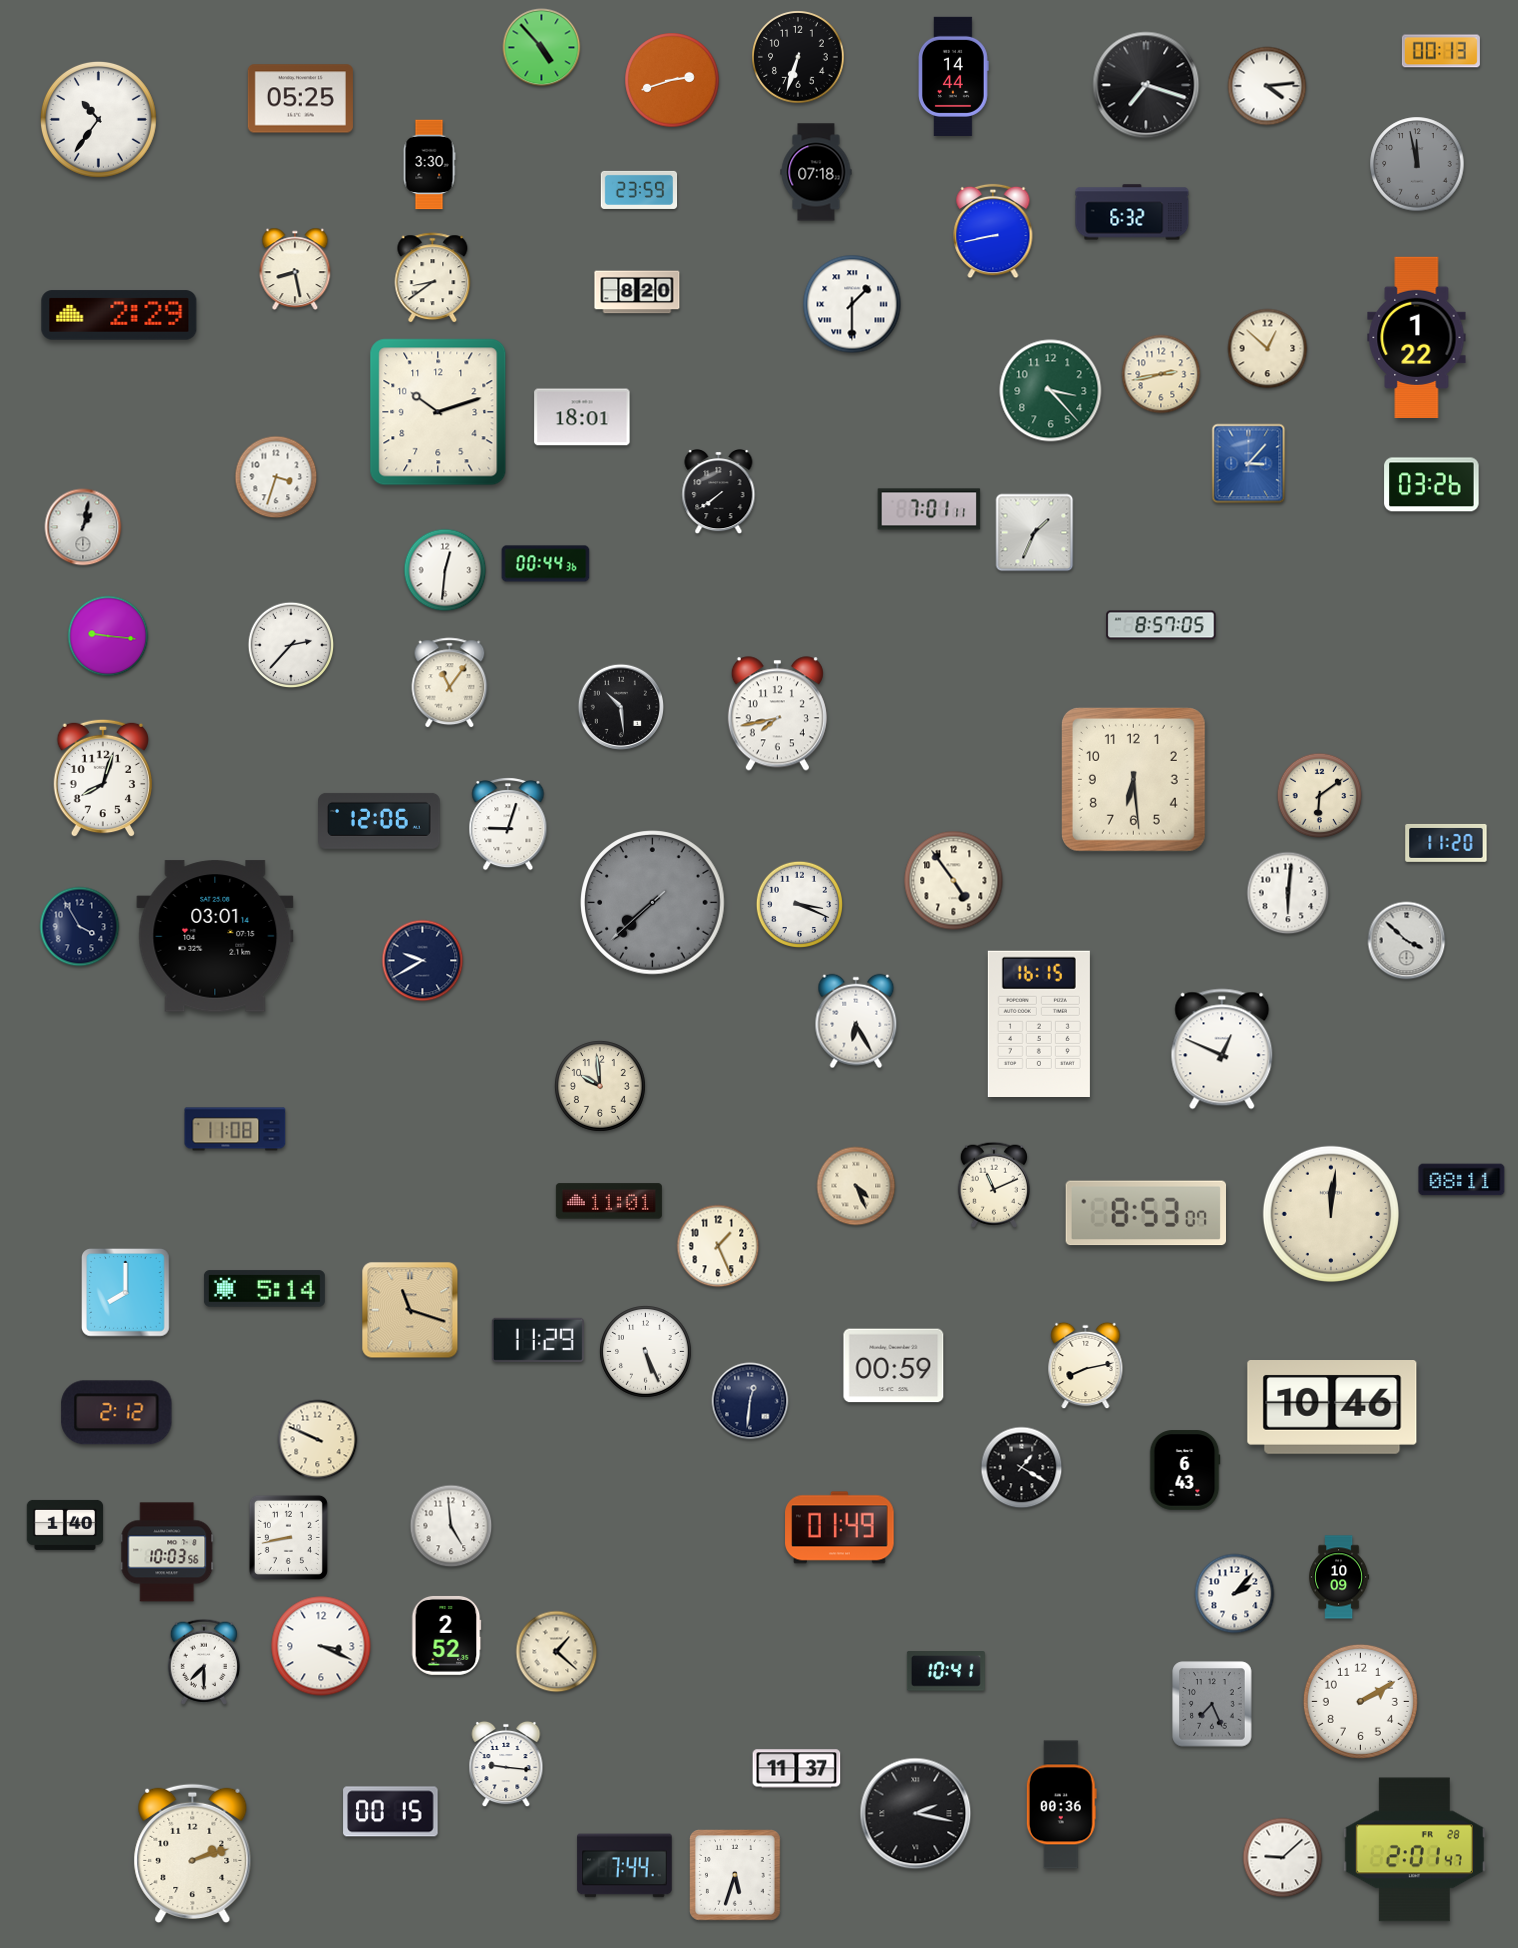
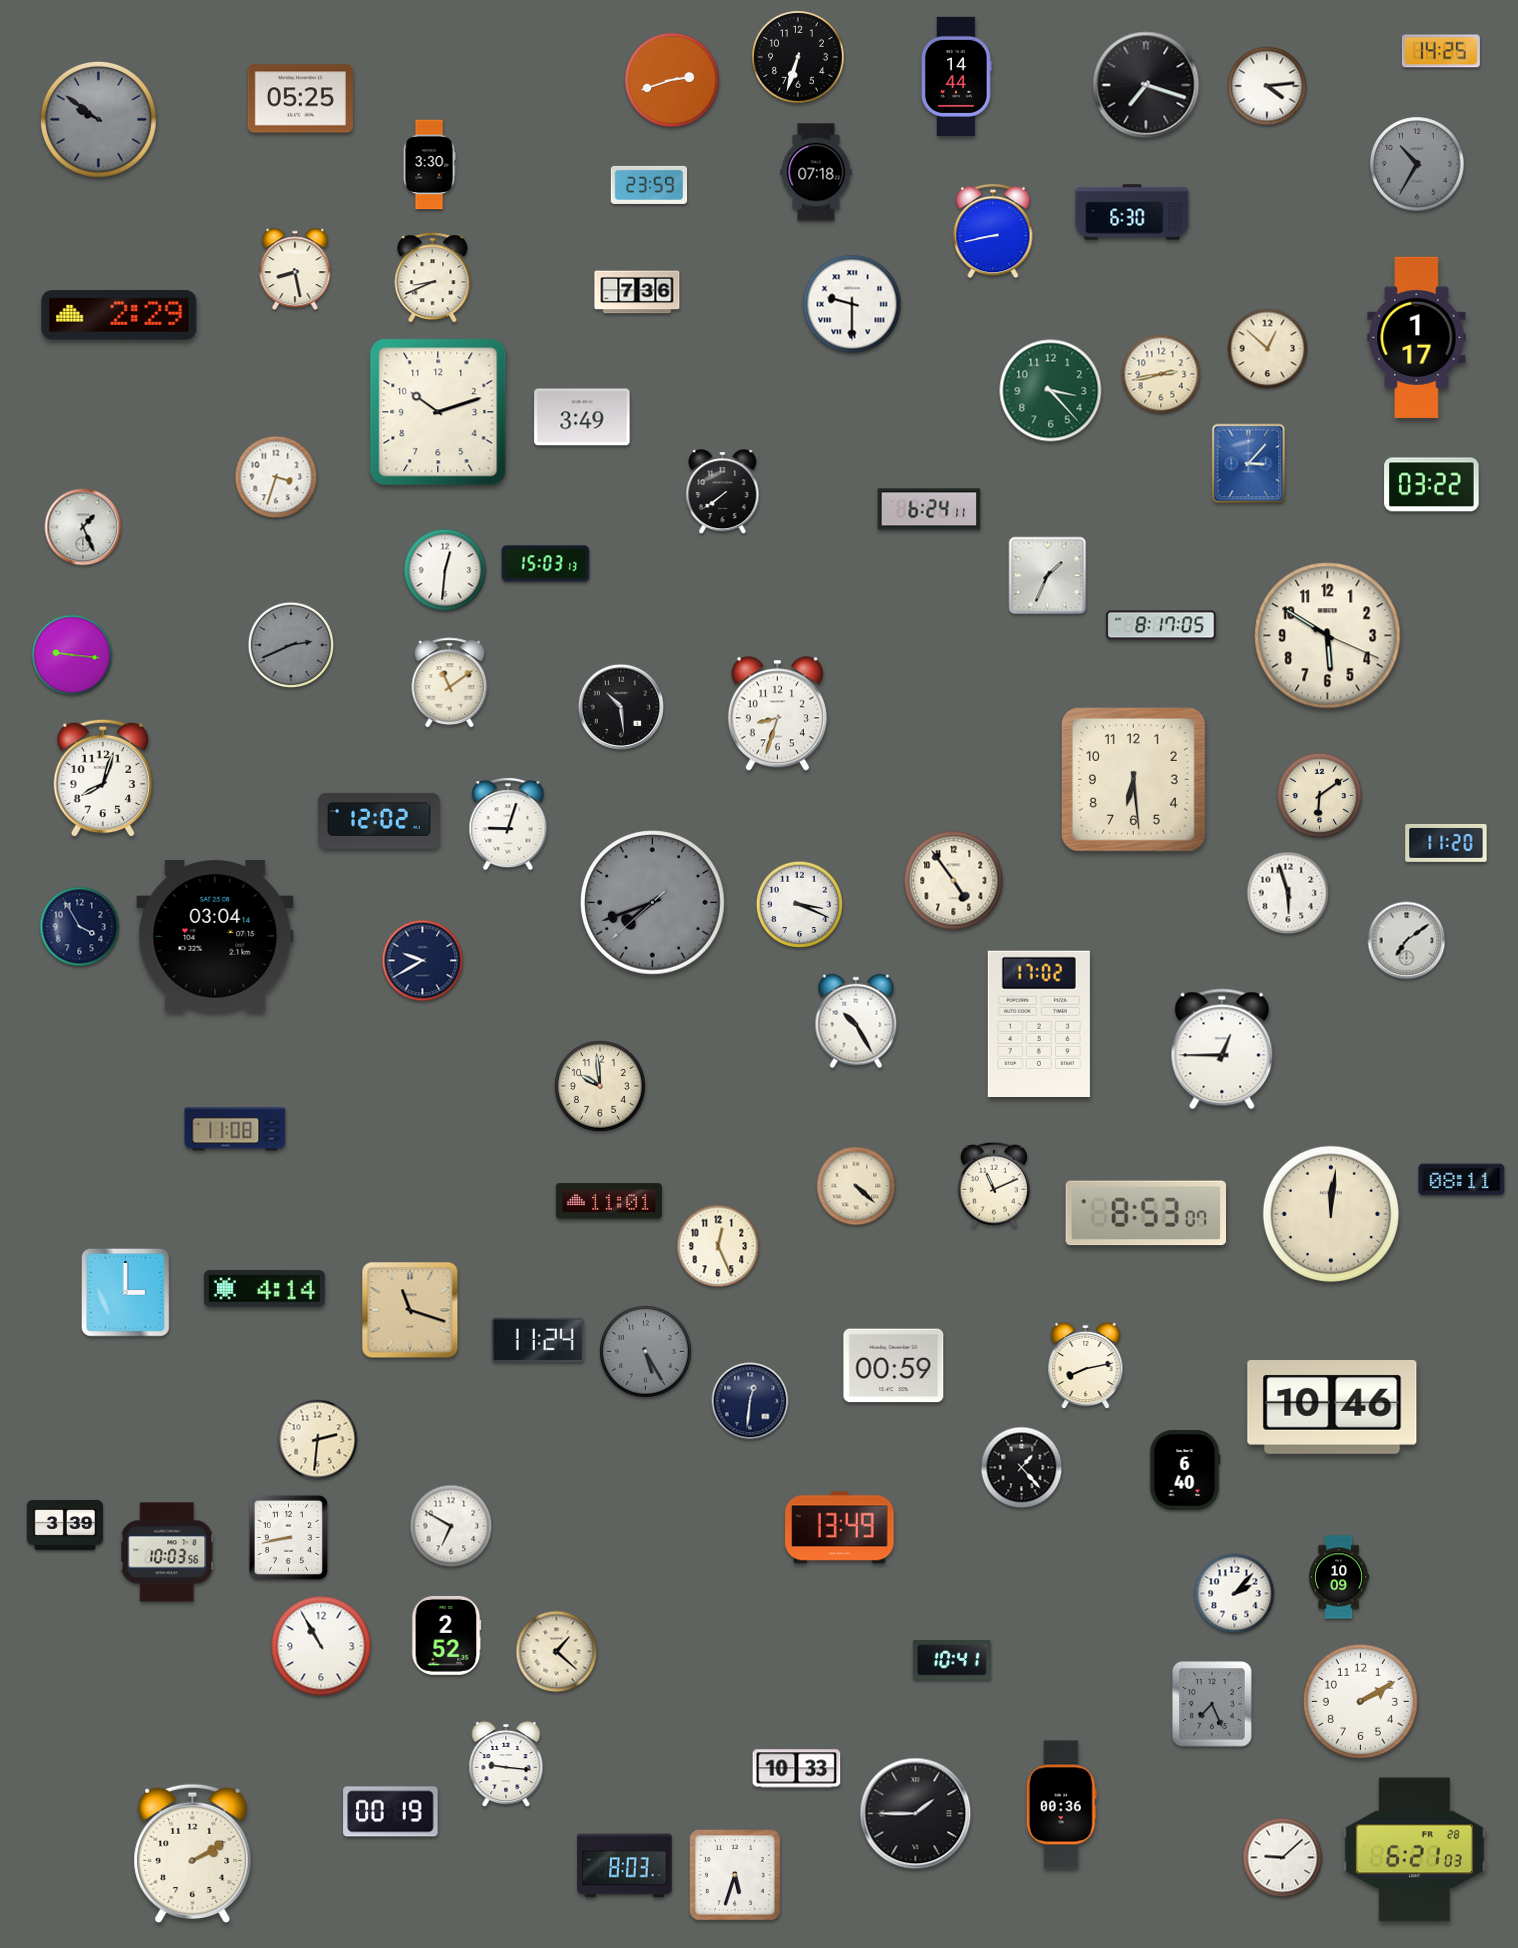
clock at (542, 48): 4:53 -> none
clock at (1441, 51): 00:13 -> 14:25
clock at (954, 76) position: (954, 76) -> (957, 76)
clock at (98, 119): 10:36 -> 9:51
clock at (98, 119) dial: white -> grey
clock at (1417, 164): 11:58 -> 10:35
clock at (639, 190) position: (639, 190) -> (649, 185)
clock at (1132, 212): 6:32 -> 6:30
clock at (433, 278): 8:39 -> 8:41
clock at (637, 292): 8:20 -> 7:36
clock at (852, 304): 1:30 -> 9:30
clock at (1417, 337): 1:22 -> 1:17
clock at (582, 417): 18:01 -> 3:49
clock at (1432, 485): 03:26 -> 03:22
clock at (719, 493) position: (719, 493) -> (723, 493)
clock at (929, 509): 7:01 -> 6:24
clock at (83, 527): 1:02 -> 1:26
clock at (1035, 533) position: (1035, 533) -> (1048, 576)
clock at (546, 564): 00:44 -> 15:03
clock at (1161, 625): 8:57 -> 8:17
clock at (108, 636) position: (108, 636) -> (72, 655)
clock at (1328, 636): none -> 5:50
clock at (291, 645): 2:37 -> 2:41
clock at (291, 645) dial: white -> grey
clock at (450, 683): 11:06 -> 11:09
clock at (777, 714): 7:43 -> 8:33
clock at (380, 821): 12:06 -> 12:02
clock at (1288, 893): 6:01 -> 5:57
clock at (653, 903): 7:37 -> 7:41
clock at (215, 936): 03:01 -> 03:04
clock at (1407, 941): 3:52 -> 7:09
clock at (856, 1021): 6:25 -> 10:25
clock at (1039, 1023): 16:15 -> 17:02
clock at (1222, 1049): 12:49 -> 12:45
clock at (856, 1186): 4:26 -> 4:22
clock at (718, 1246): 1:26 -> 12:26
clock at (264, 1289): 5:14 -> 4:14
clock at (126, 1293): 8:00 -> 3:00
clock at (538, 1340): 11:29 -> 11:24
clock at (646, 1352): 5:26 -> 5:25
clock at (646, 1352) dial: white -> grey
clock at (117, 1413): 2:12 -> none
clock at (318, 1440): 9:49 -> 2:31
clock at (1022, 1468): 1:20 -> 1:23
clock at (1185, 1470): 6:43 -> 6:40
clock at (65, 1525): 1:40 -> 3:39
clock at (451, 1526): 4:59 -> 6:50
clock at (840, 1528): 01:49 -> 13:49
clock at (321, 1646): 3:19 -> 10:55
clock at (204, 1662): 7:30 -> none
clock at (946, 1671) position: (946, 1671) -> (952, 1660)
clock at (797, 1769): 11:37 -> 10:33
clock at (391, 1812): 00:15 -> 00:19
clock at (916, 1814): 2:17 -> 1:45
clock at (1414, 1850): 2:01 -> 6:21
clock at (193, 1853): 2:12 -> 2:10
clock at (625, 1866): 7:44 -> 8:03
